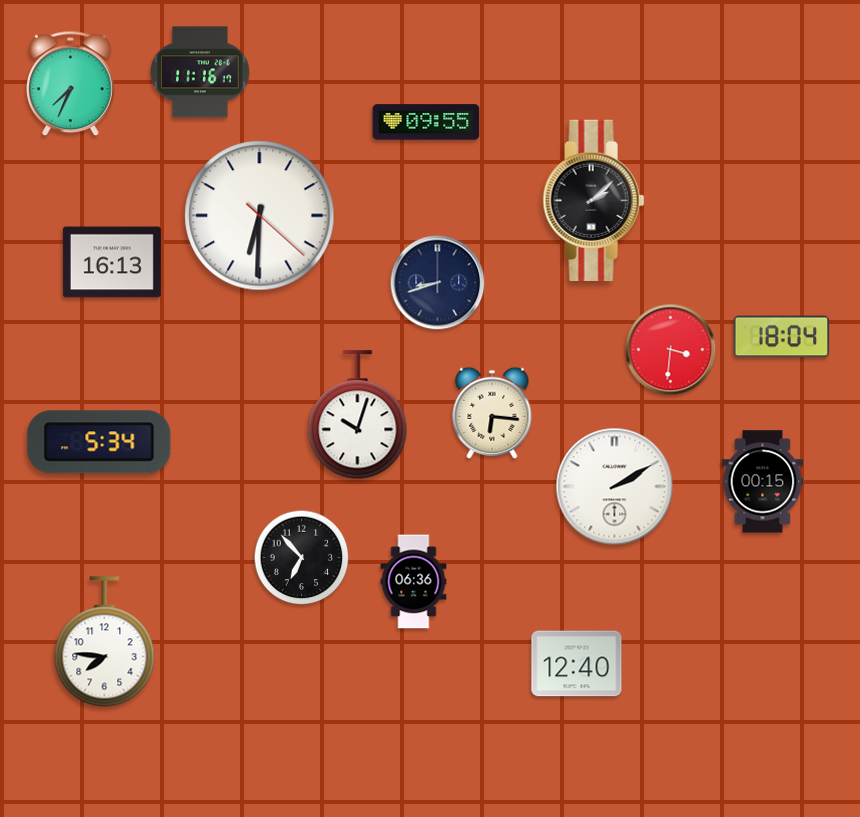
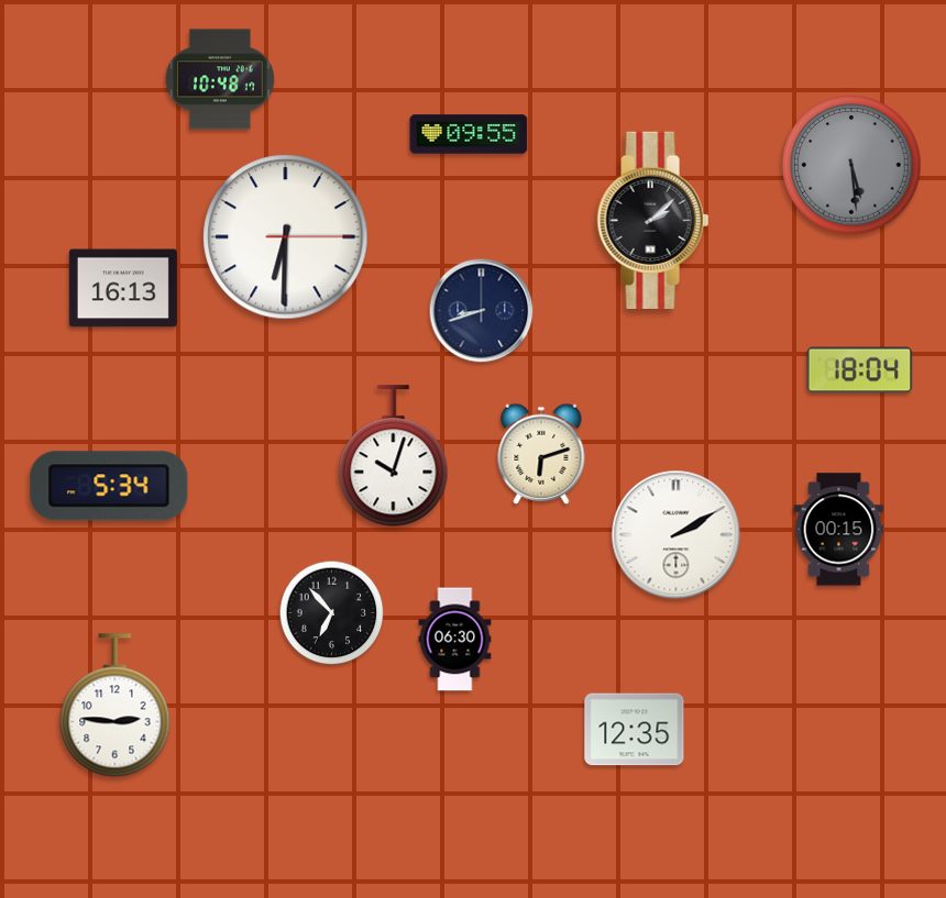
clock at (201, 72): 11:16 -> 10:48
clock at (71, 84): 7:34 -> none
clock at (851, 165): none -> 5:29
clock at (260, 216): 6:30:22 -> 6:30:15
clock at (671, 350): 3:31 -> none
clock at (492, 413): 6:16 -> 6:12
clock at (414, 582): 06:36 -> 06:30
clock at (105, 642): 7:46 -> 2:46
clock at (577, 664): 12:40 -> 12:35
